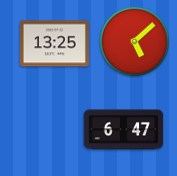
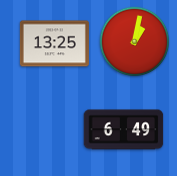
clock at (135, 42): 5:08 -> 1:02
clock at (124, 130): 6:47 -> 6:49
